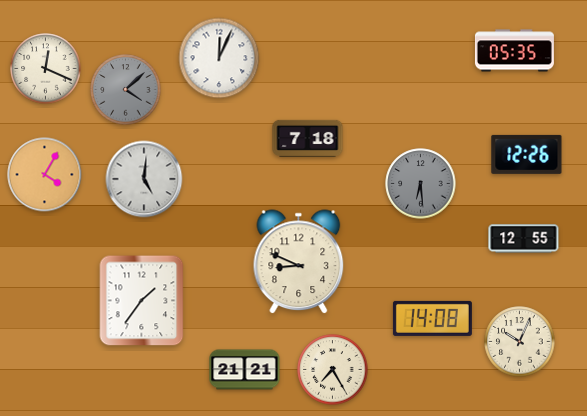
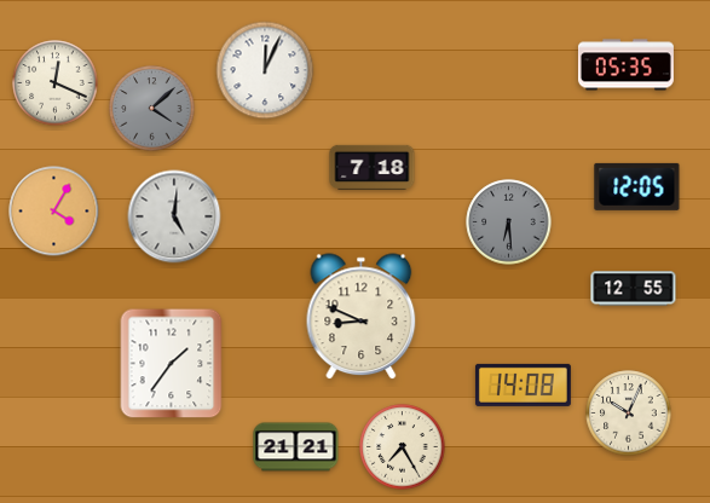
clock at (514, 51) position: (514, 51) -> (625, 65)
clock at (527, 154): 12:26 -> 12:05
